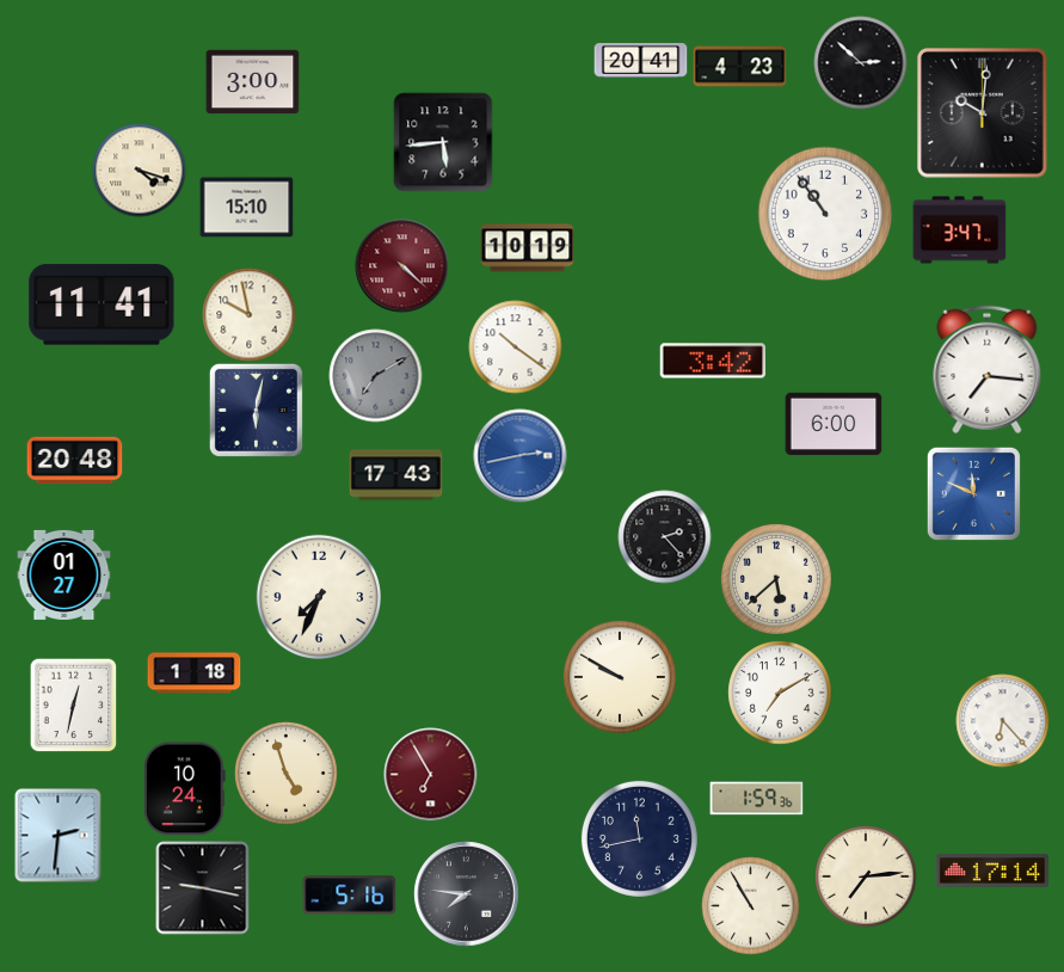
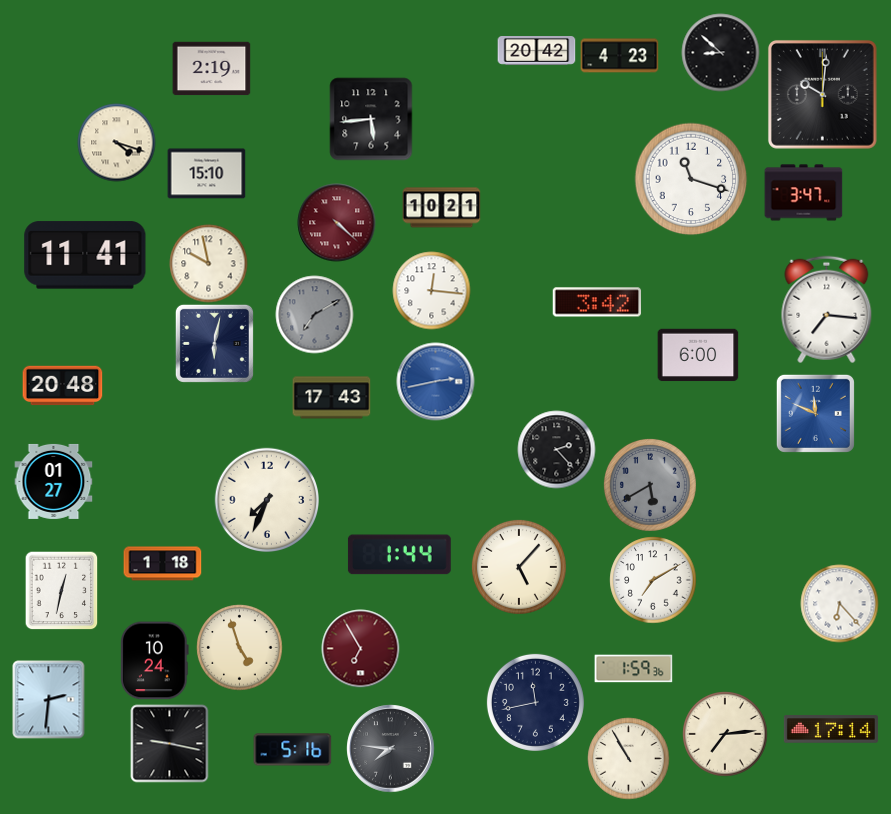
clock at (640, 61): 20:41 -> 20:42
clock at (860, 62): 2:52 -> 8:52
clock at (252, 82): 3:00 -> 2:19
clock at (825, 214): 10:54 -> 11:18
clock at (527, 248): 10:19 -> 10:21
clock at (515, 346): 10:21 -> 12:16
clock at (776, 579): 5:38 -> 5:40
clock at (776, 579) dial: cream -> grey
clock at (399, 555): none -> 1:44
clock at (620, 677): 9:50 -> 5:07
